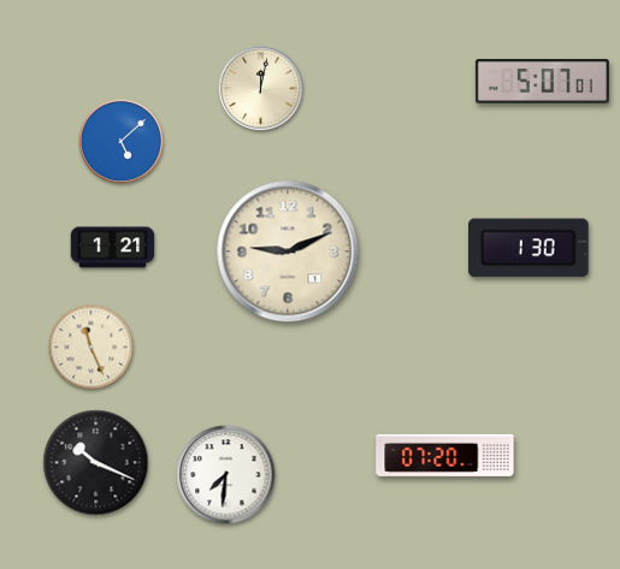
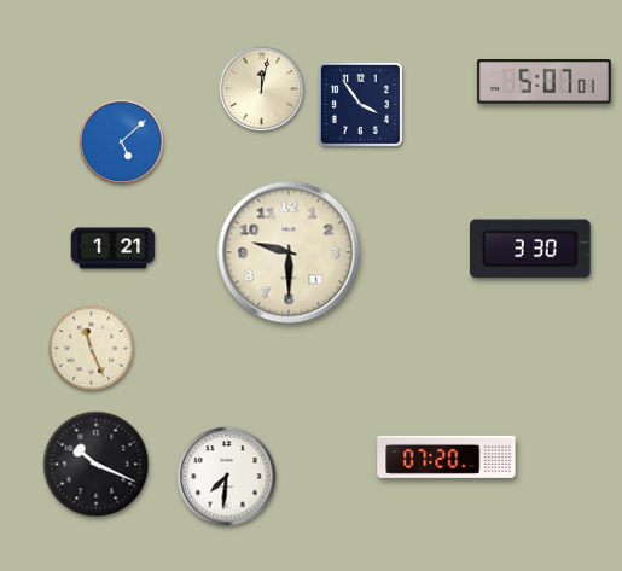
clock at (360, 104): none -> 3:54
clock at (530, 248): 1:30 -> 3:30
clock at (288, 251): 9:11 -> 9:30
